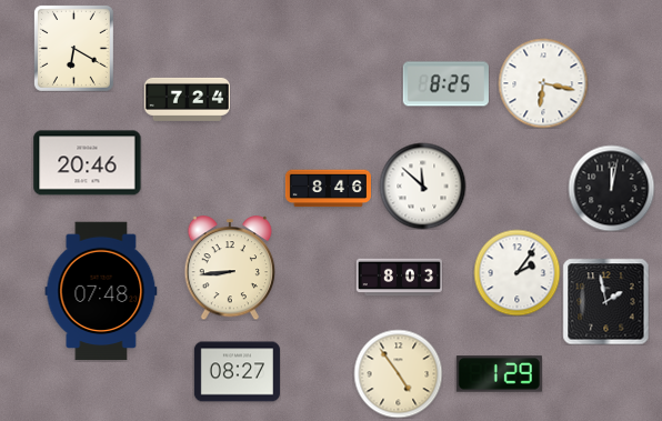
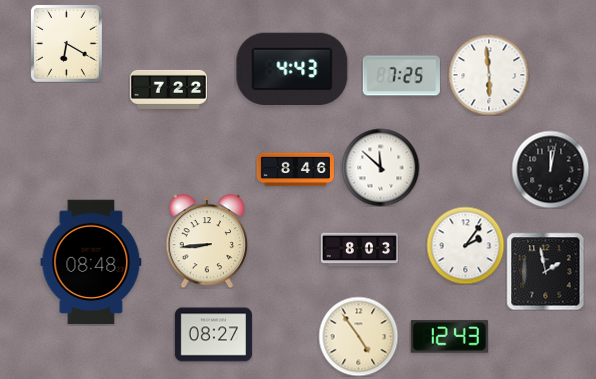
clock at (292, 68): none -> 4:43
clock at (543, 83): 6:17 -> 5:59
clock at (445, 84): 8:25 -> 7:25
clock at (187, 99): 7:24 -> 7:22
clock at (88, 163): 20:46 -> none
clock at (101, 291): 07:48 -> 08:48
clock at (499, 374): 1:29 -> 12:43
